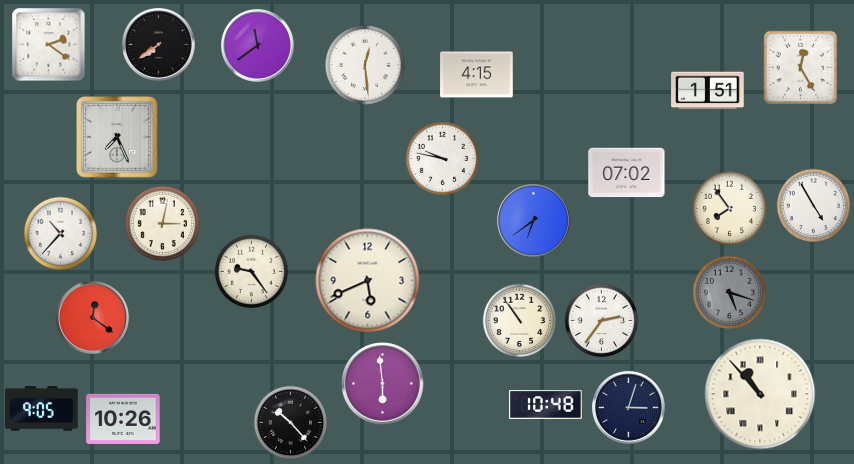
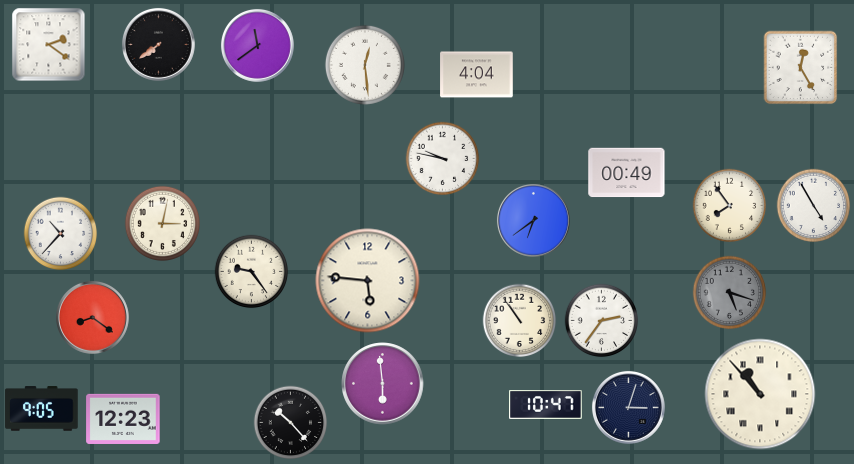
clock at (477, 75): 4:15 -> 4:04
clock at (708, 91): 1:51 -> none
clock at (117, 137): 7:26 -> none
clock at (627, 173): 07:02 -> 00:49
clock at (730, 209) position: (730, 209) -> (730, 206)
clock at (368, 281): 5:41 -> 5:46
clock at (93, 318): 12:21 -> 8:21
clock at (546, 405): 10:48 -> 10:47
clock at (123, 419): 10:26 -> 12:23
